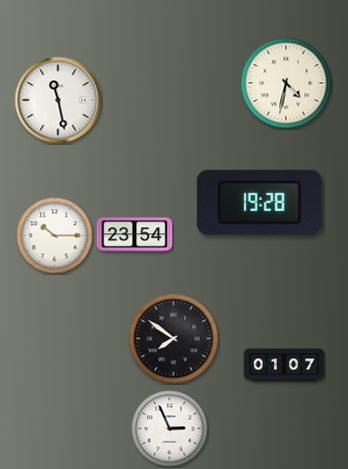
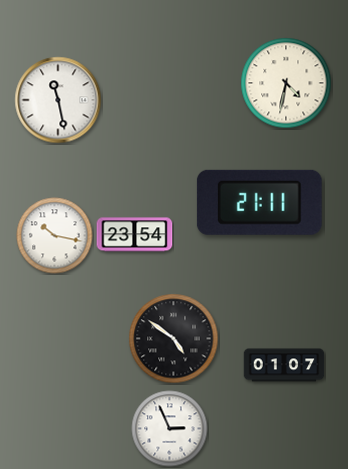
clock at (259, 202): 19:28 -> 21:11
clock at (55, 236): 10:15 -> 10:17
clock at (174, 339): 7:51 -> 4:51
